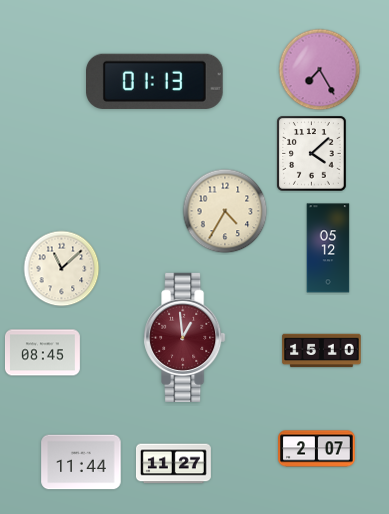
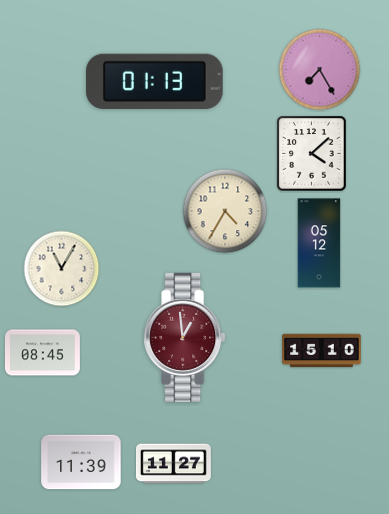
clock at (328, 248) position: (328, 248) -> (319, 243)
clock at (62, 269): 11:08 -> 11:05
clock at (317, 449): 2:07 -> none
clock at (81, 462): 11:44 -> 11:39
